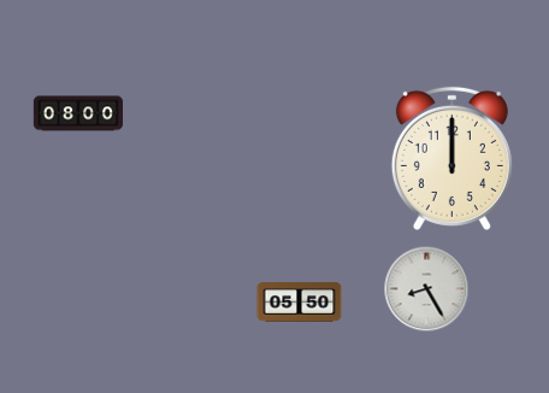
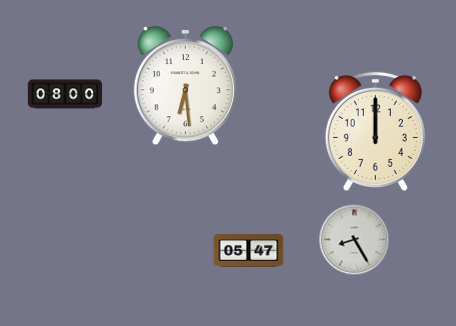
clock at (185, 86): none -> 6:29
clock at (300, 303): 05:50 -> 05:47
